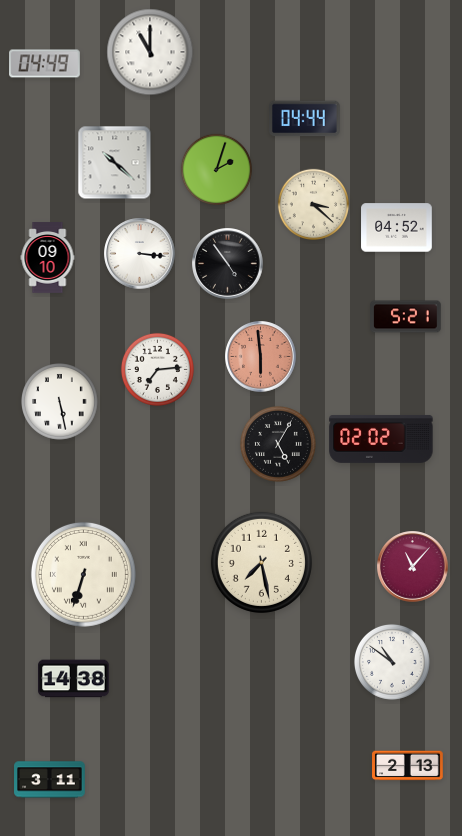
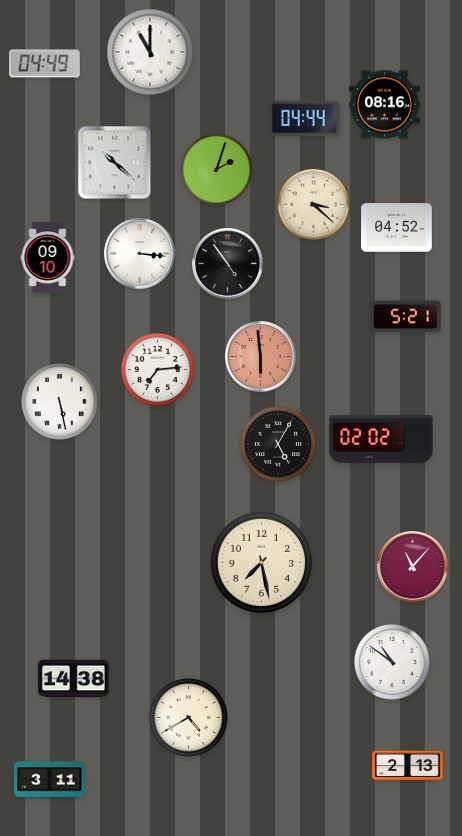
clock at (385, 105): none -> 08:16
clock at (83, 574): 6:33 -> none
clock at (189, 718): none -> 4:40
